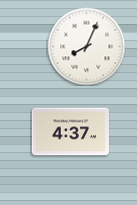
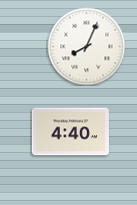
clock at (70, 132): 4:37 -> 4:40
